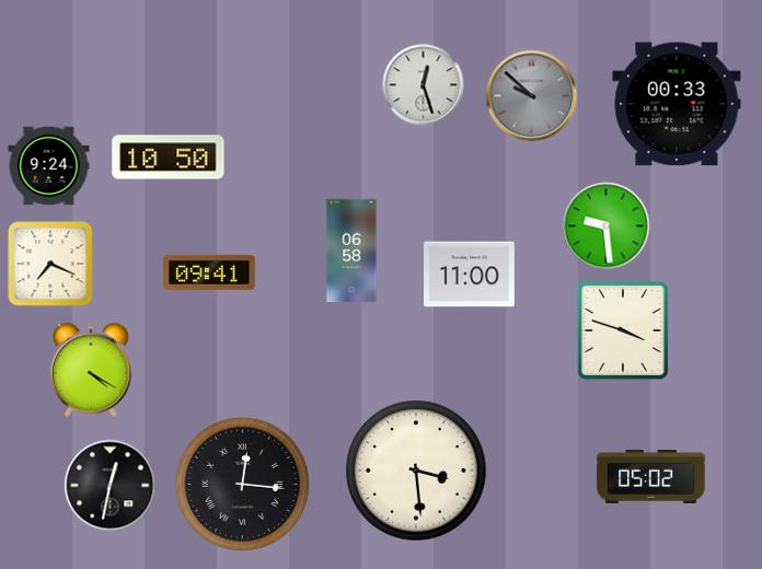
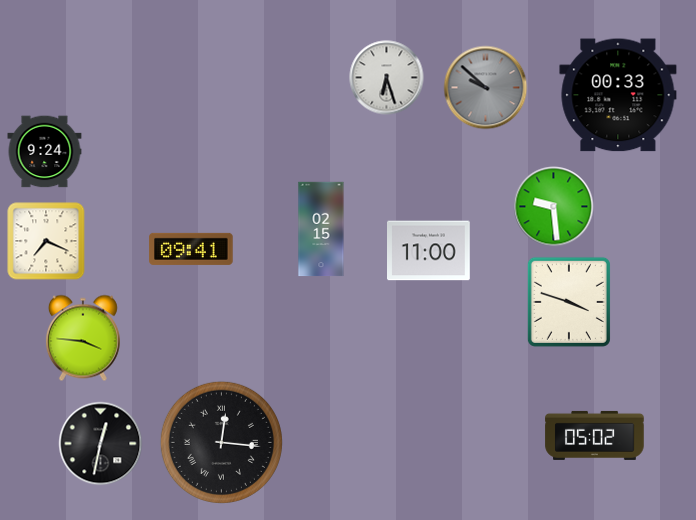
clock at (424, 85): 12:27 -> 6:27
clock at (169, 158): 10:50 -> none
clock at (351, 251): 06:58 -> 02:15
clock at (91, 370): 4:20 -> 3:46
clock at (416, 471): 3:29 -> none
